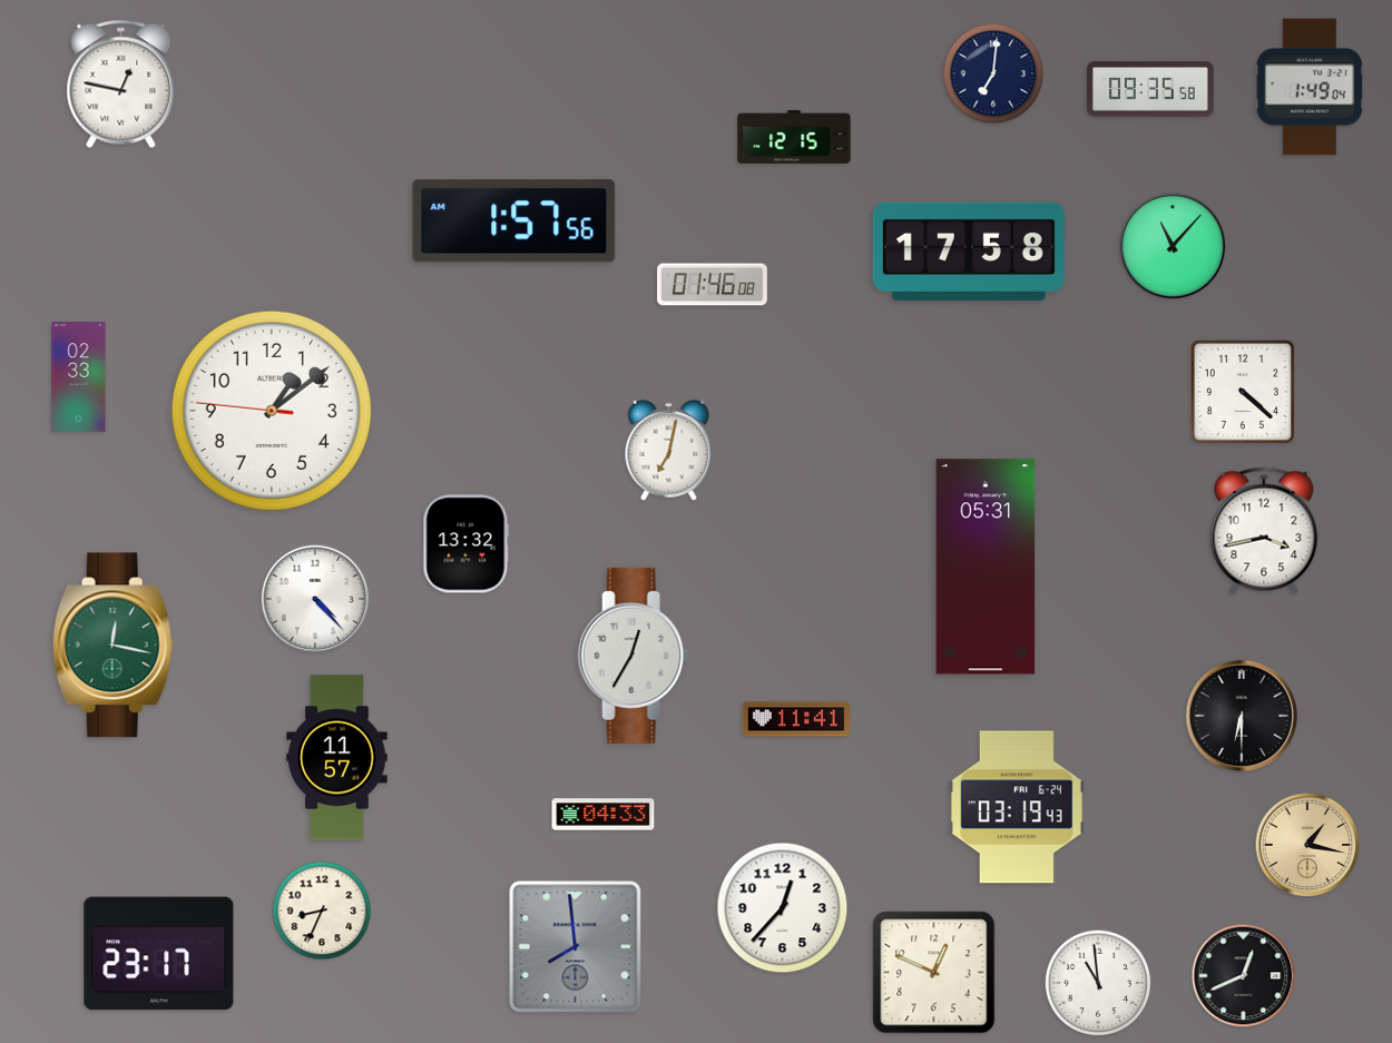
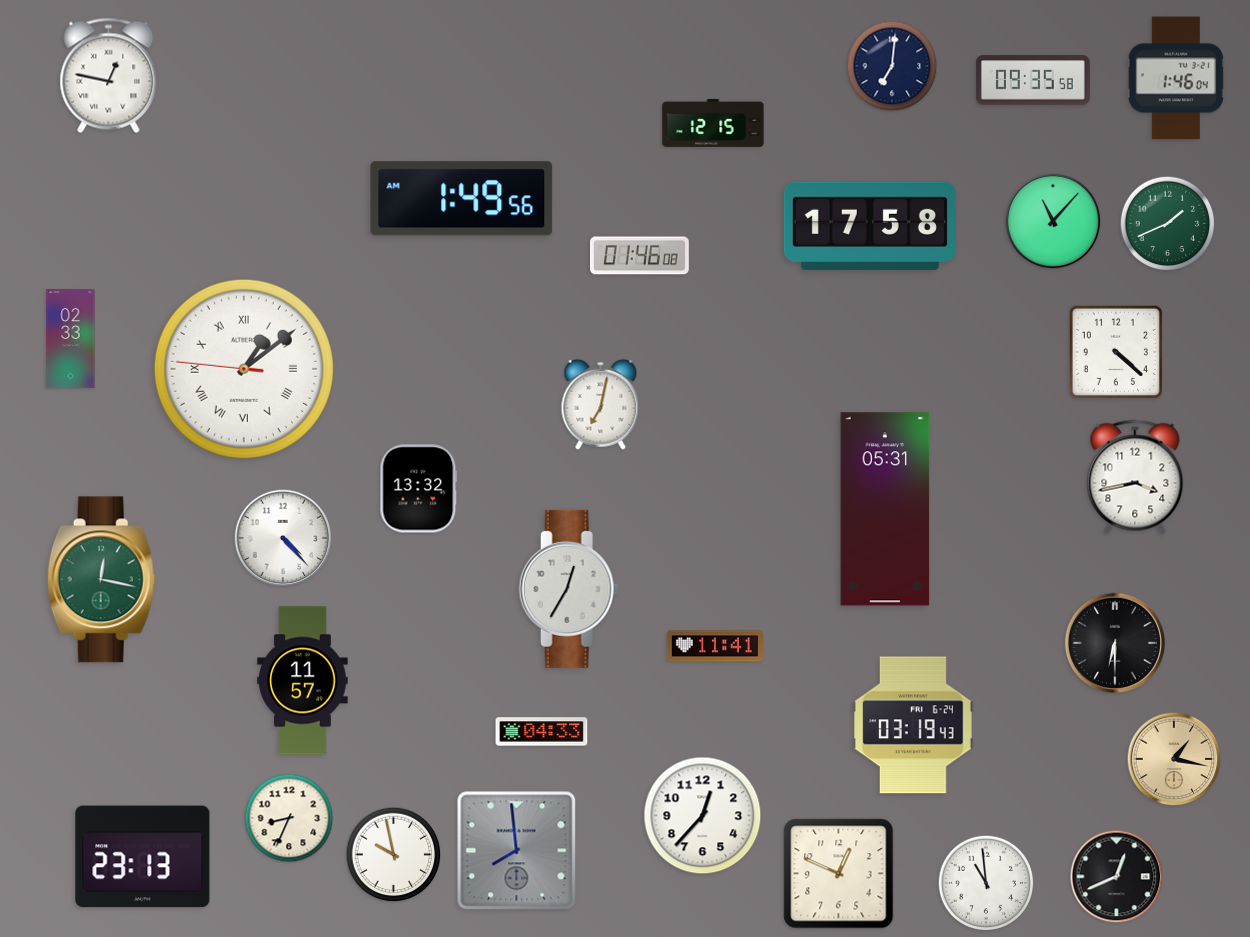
clock at (1310, 87): 1:49 -> 1:46
clock at (514, 222): 1:57 -> 1:49
clock at (1168, 224): none -> 1:41
clock at (272, 411) numerals: Arabic -> Roman
clock at (394, 855): none -> 9:58
clock at (159, 954): 23:17 -> 23:13
